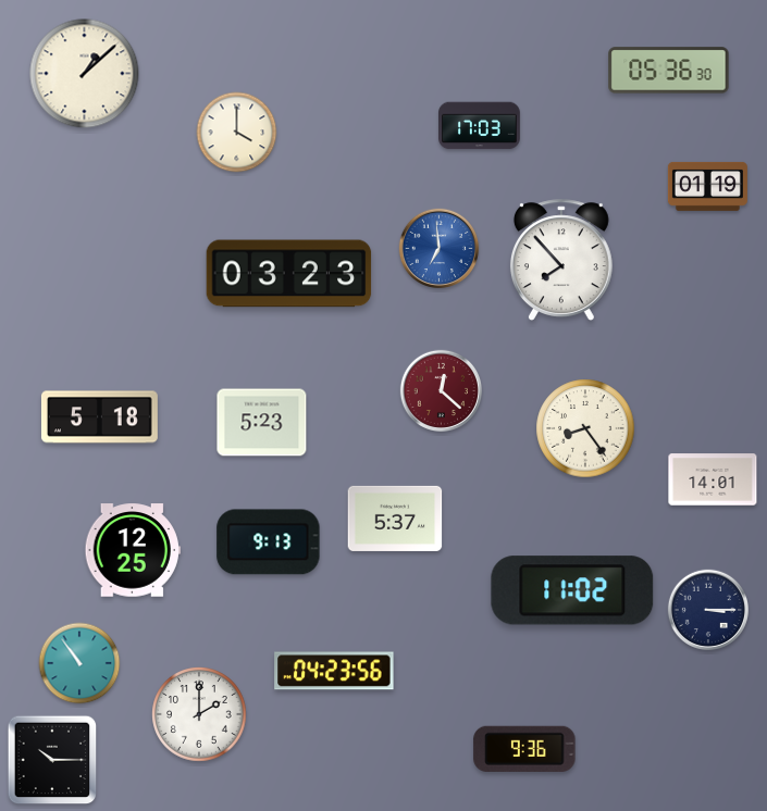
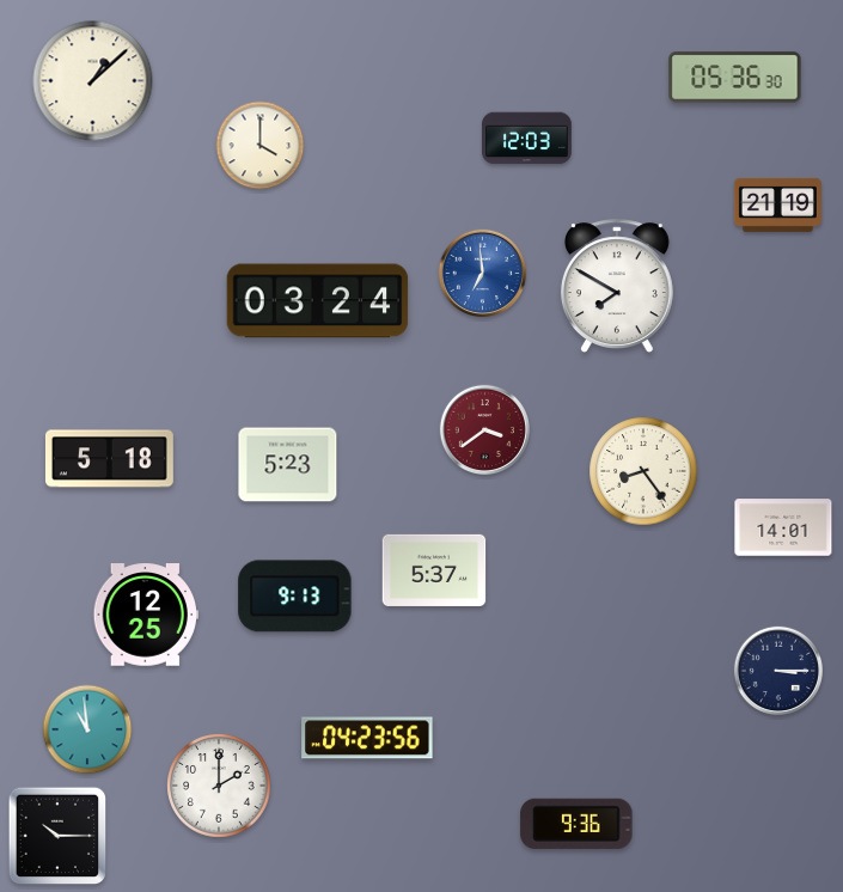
clock at (480, 126): 17:03 -> 12:03
clock at (707, 186): 01:19 -> 21:19
clock at (561, 260): 7:53 -> 7:50
clock at (289, 274): 03:23 -> 03:24
clock at (441, 390): 12:22 -> 3:39
clock at (133, 550) position: (133, 550) -> (146, 615)
clock at (572, 590): 11:02 -> none
clock at (79, 663): 10:54 -> 10:59
